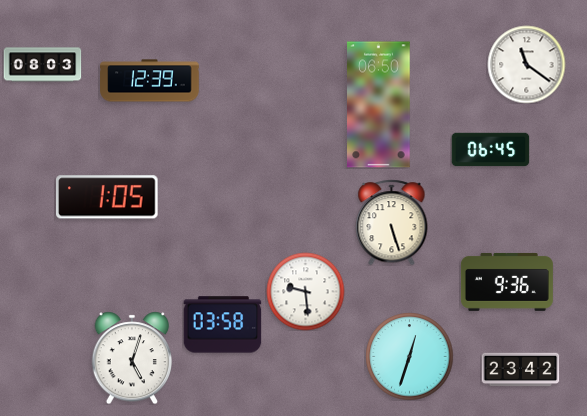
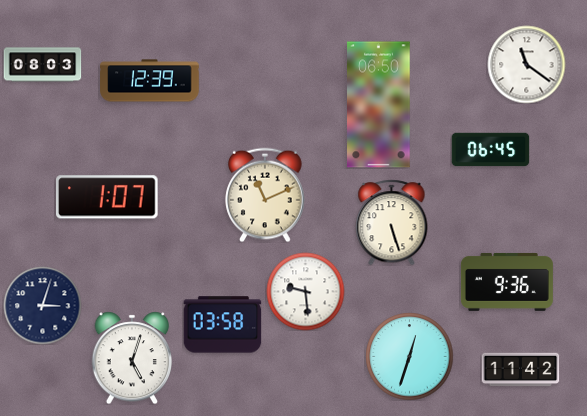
clock at (265, 195): none -> 11:11
clock at (107, 197): 1:05 -> 1:07
clock at (42, 305): none -> 3:03
clock at (520, 370): 23:42 -> 11:42
